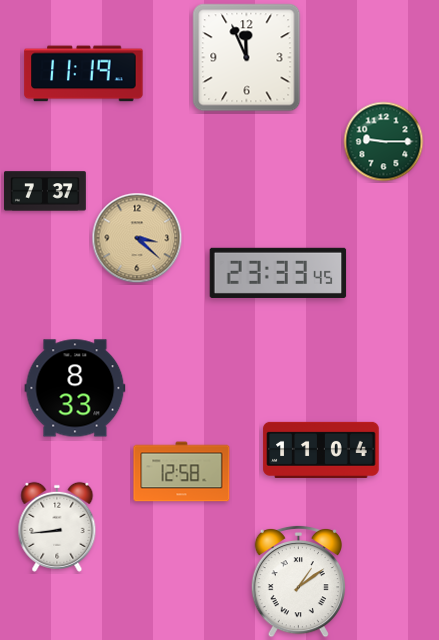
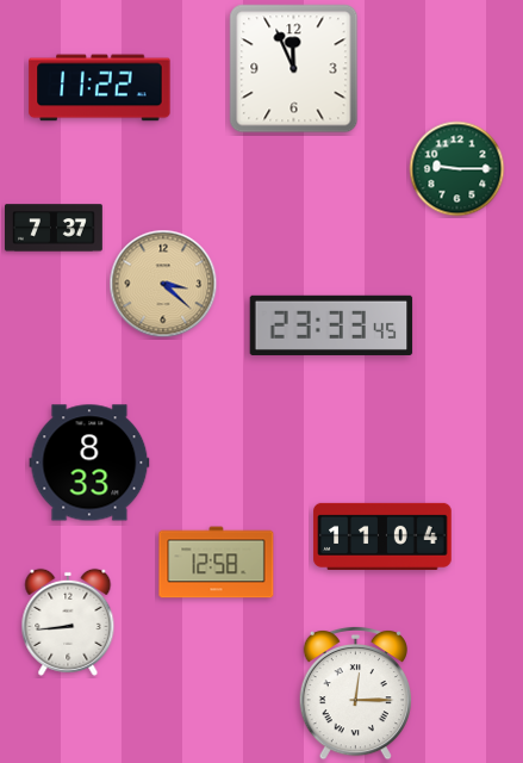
clock at (84, 74): 11:19 -> 11:22
clock at (57, 527) position: (57, 527) -> (68, 622)
clock at (298, 581): 1:09 -> 12:15
